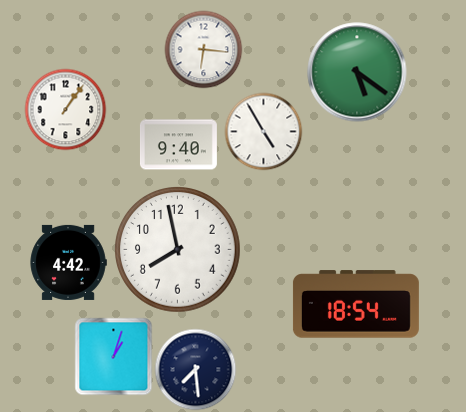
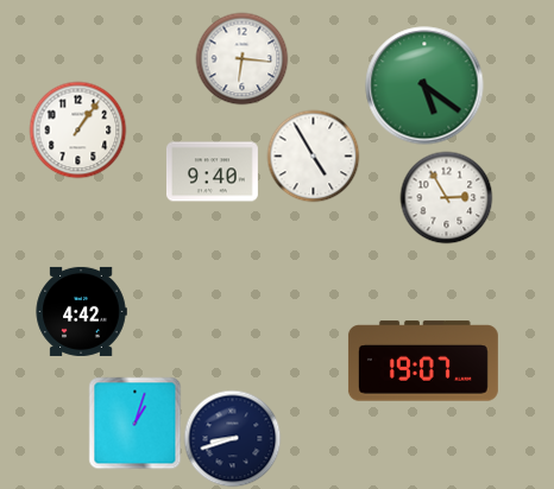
clock at (446, 197): none -> 2:55
clock at (178, 250): 7:58 -> none
clock at (356, 304): 18:54 -> 19:07
clock at (195, 369): 7:29 -> 8:42
